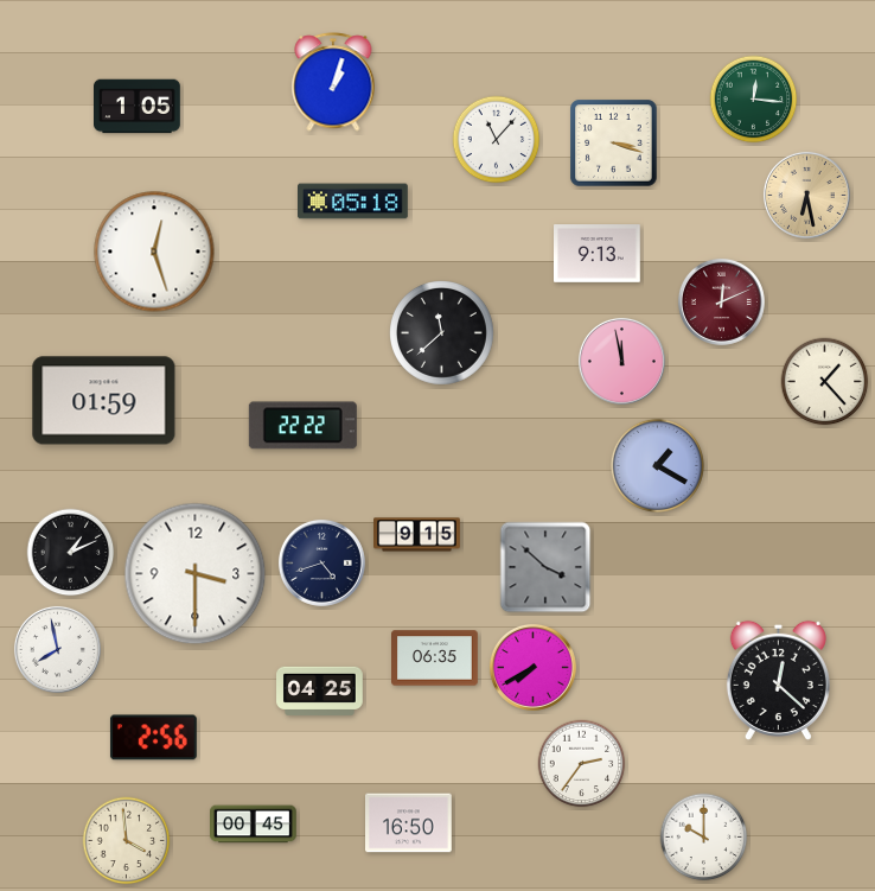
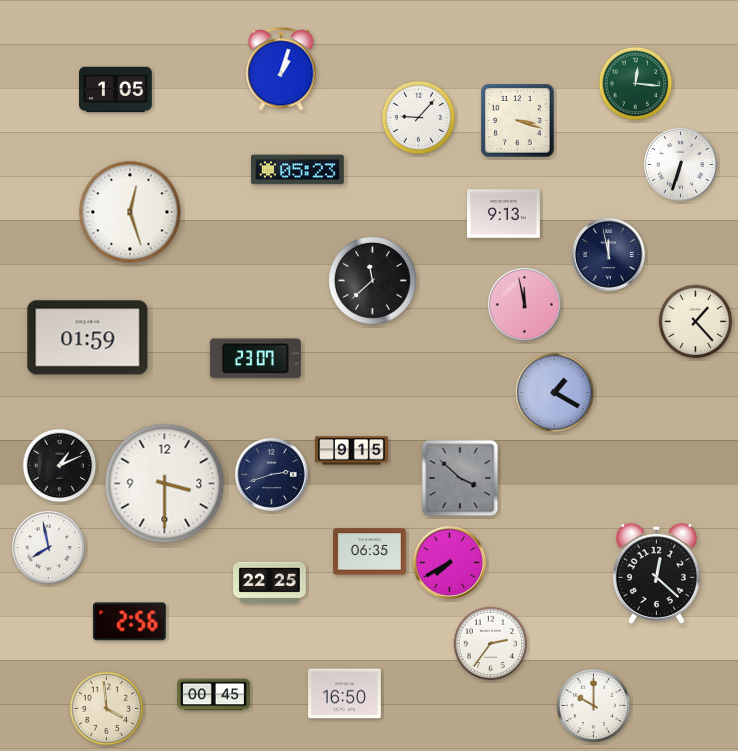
clock at (497, 140): 11:07 -> 9:07
clock at (806, 195): 6:28 -> 6:33
clock at (806, 195) dial: champagne -> white
clock at (353, 202): 05:18 -> 05:23
clock at (721, 301): 12:11 -> 11:58
clock at (721, 301) dial: burgundy -> navy
clock at (302, 426): 22:22 -> 23:07
clock at (321, 562): 4:42 -> 2:42
clock at (435, 658) position: (435, 658) -> (370, 552)
clock at (320, 690): 04:25 -> 22:25
